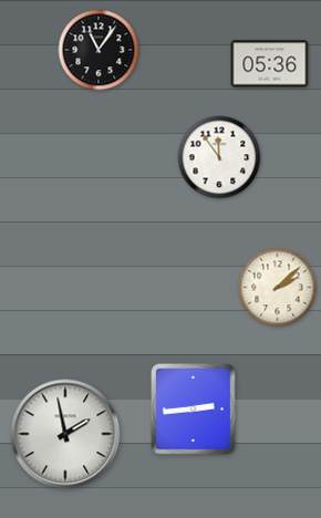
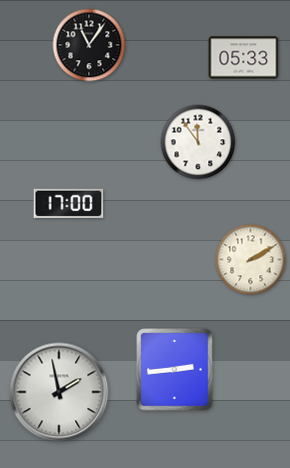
clock at (270, 64): 05:36 -> 05:33
clock at (69, 203): none -> 17:00
clock at (278, 288): 2:08 -> 2:10
